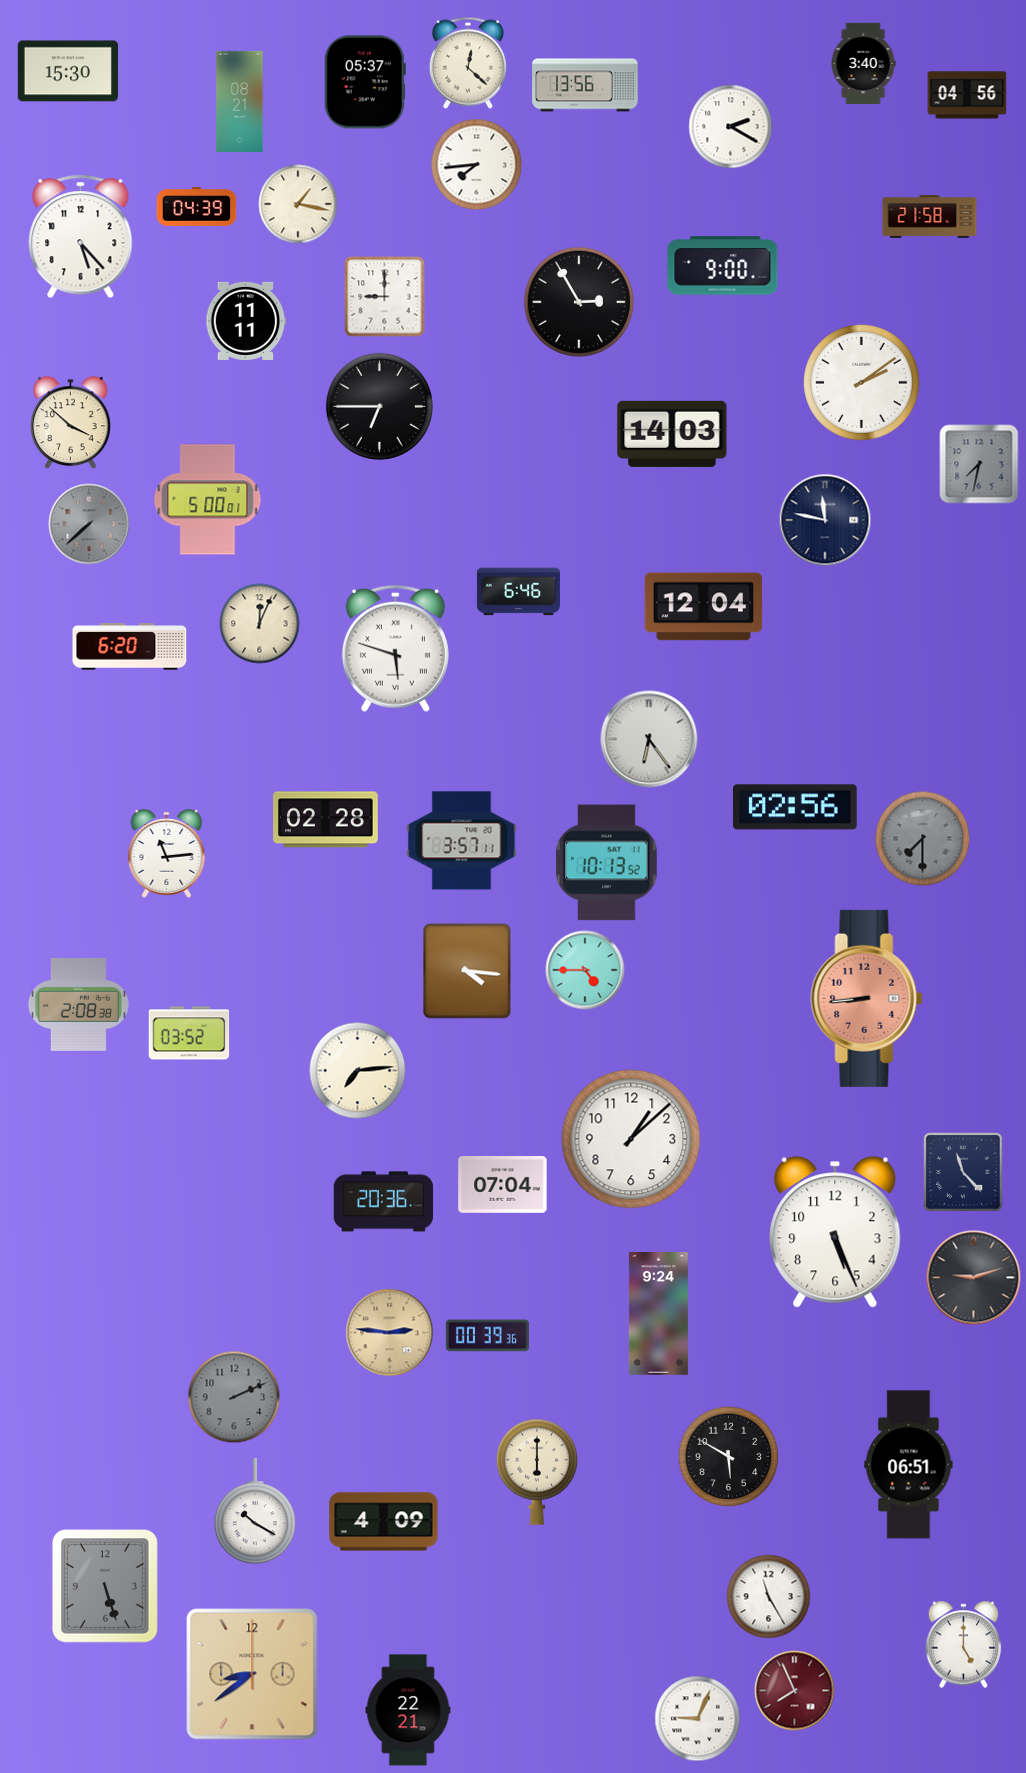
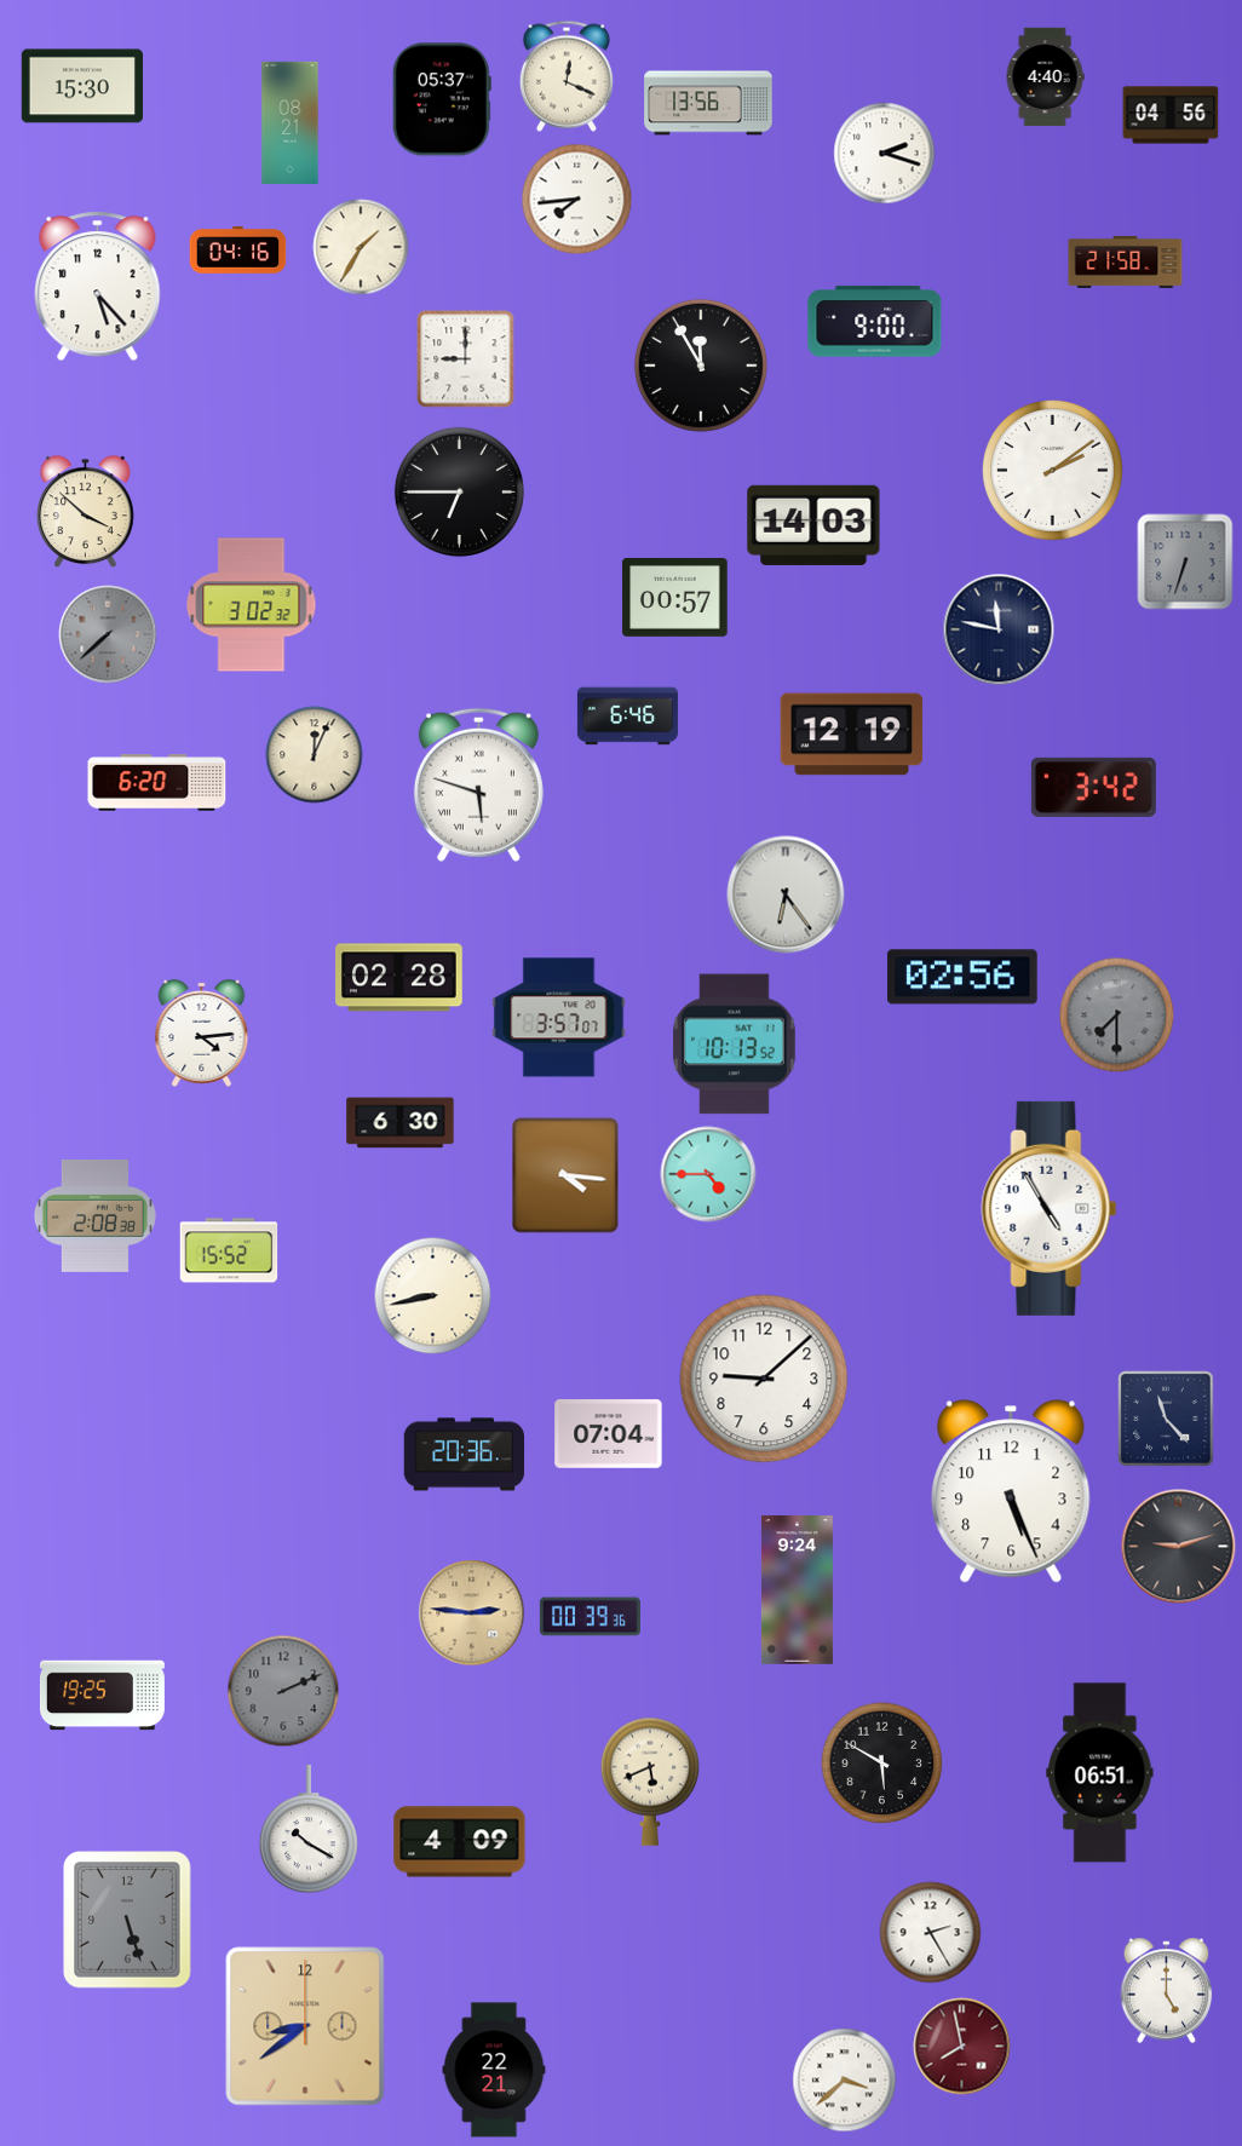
clock at (468, 63): 12:22 -> 12:19
clock at (863, 64): 3:40 -> 4:40
clock at (731, 127): 2:20 -> 2:18
clock at (298, 204): 1:17 -> 1:35
clock at (197, 207): 04:39 -> 04:16
clock at (579, 302): 2:55 -> 11:55
clock at (246, 321): 11:11 -> none
clock at (862, 383) position: (862, 383) -> (1053, 471)
clock at (979, 464): 7:32 -> 6:33
clock at (675, 597): none -> 00:57
clock at (208, 500): 5:00 -> 3:02
clock at (704, 607): 12:04 -> 12:19
clock at (1093, 787): none -> 3:42
clock at (326, 820) position: (326, 820) -> (399, 978)
clock at (462, 841): 3:57:11 -> 3:57:07
clock at (167, 853): 11:14 -> 4:14
clock at (401, 1123): none -> 6:30
clock at (867, 998): 8:44 -> 4:55
clock at (867, 998) dial: salmon -> white
clock at (189, 1033): 03:52 -> 15:52
clock at (358, 1071): 7:14 -> 8:43
clock at (631, 1139): 1:08 -> 9:08
clock at (102, 1696): none -> 19:25
clock at (537, 1472): 6:00 -> 5:41
clock at (384, 1522) position: (384, 1522) -> (460, 1842)
clock at (769, 1597): 11:25 -> 2:25
clock at (795, 1691): 7:56 -> 7:58
clock at (698, 1719): 9:04 -> 3:38
